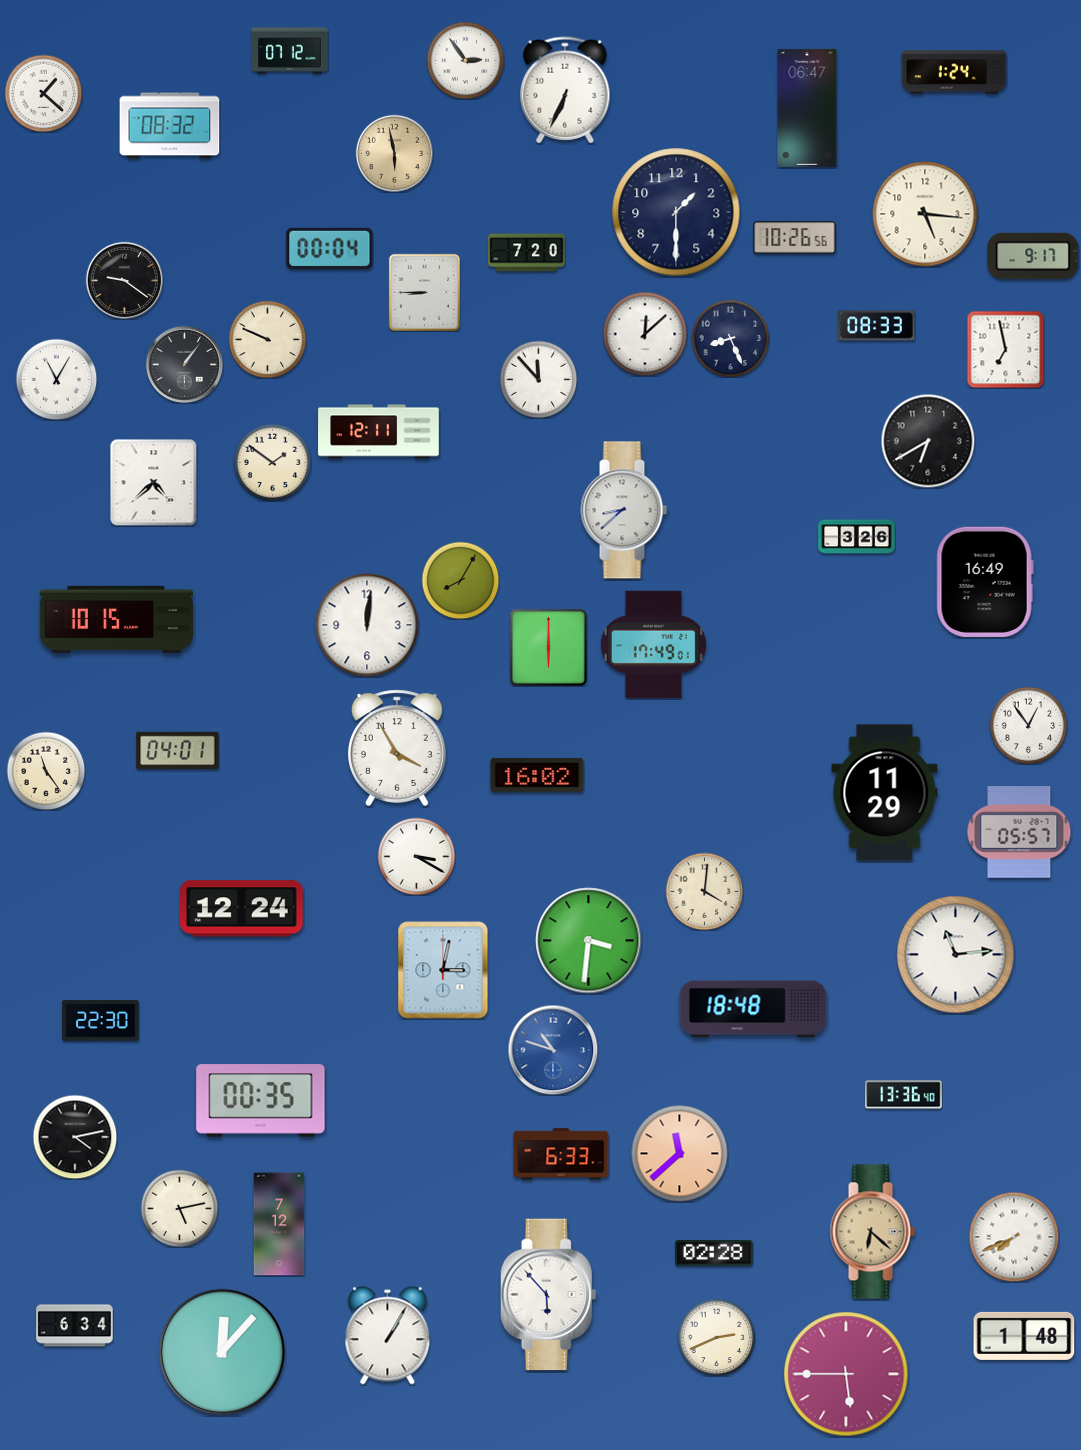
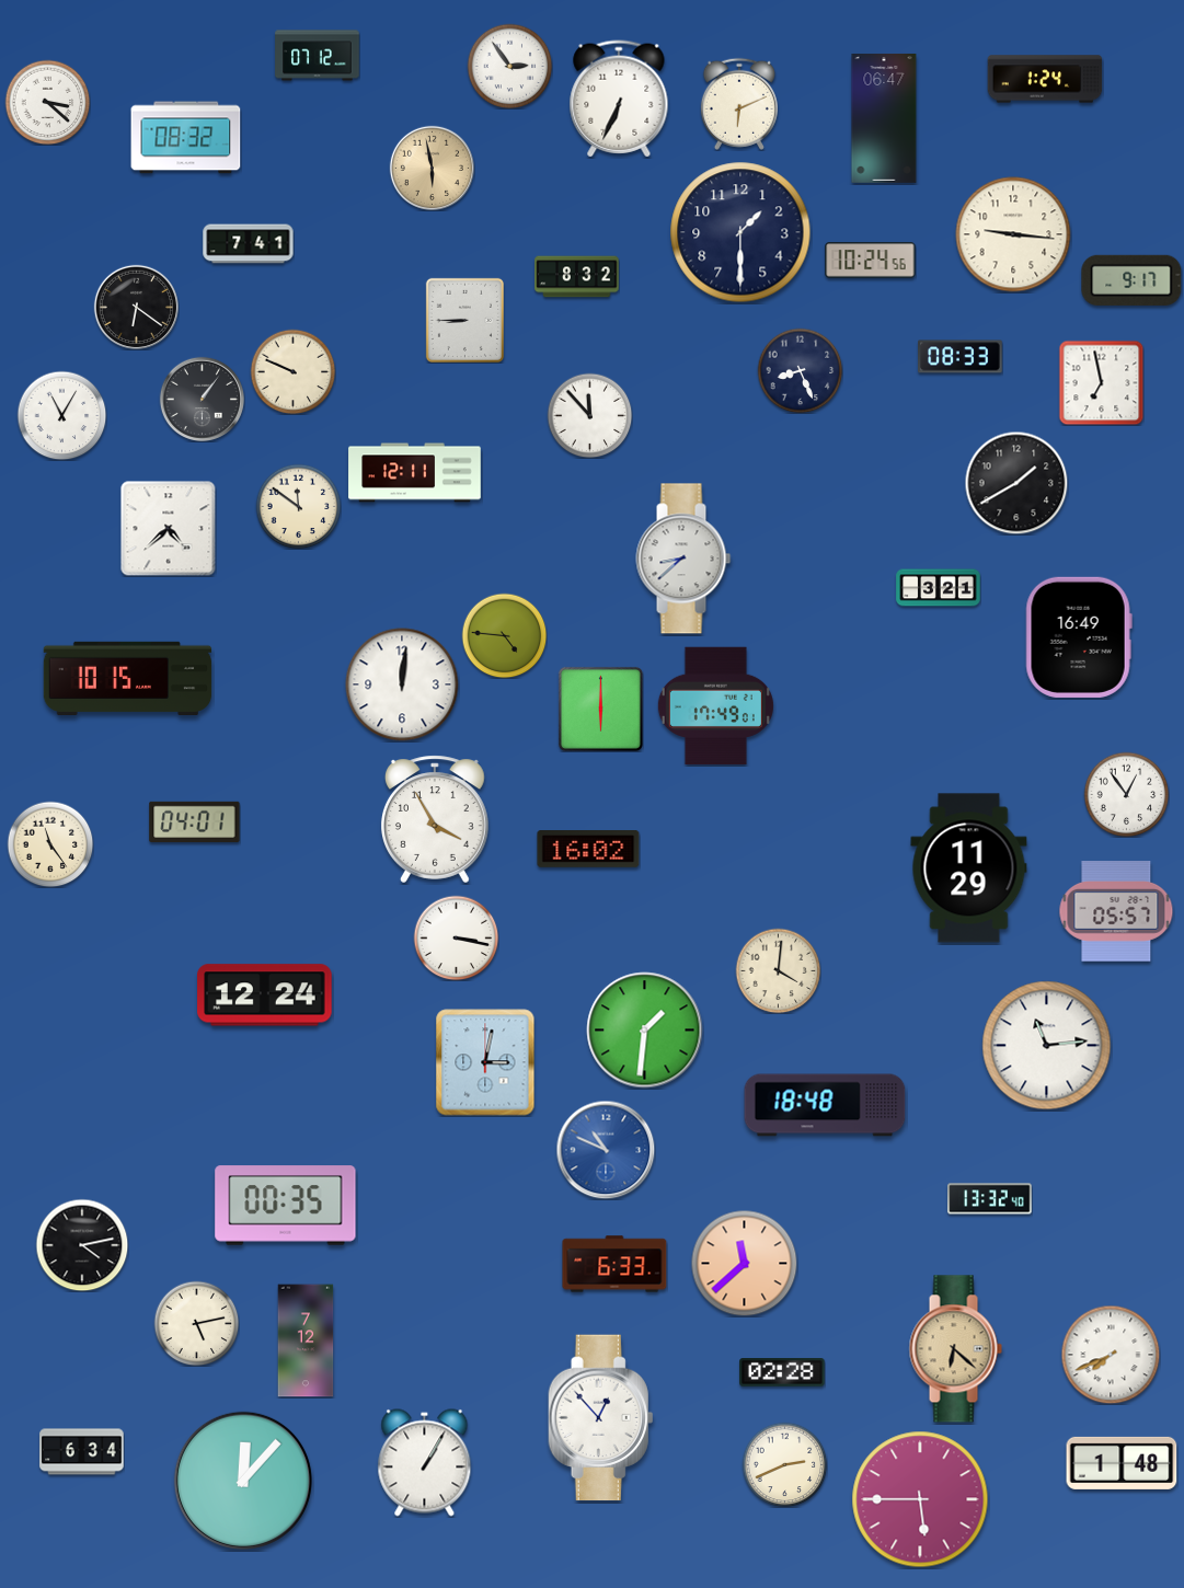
clock at (43, 93): 1:22 -> 3:22
clock at (739, 104): none -> 6:11
clock at (925, 214): 5:16 -> 9:16
clock at (249, 244): none -> 7:41
clock at (795, 238): 10:26 -> 10:24
clock at (330, 248): 00:04 -> none
clock at (527, 253): 7:20 -> 8:32
clock at (124, 280): 9:21 -> 6:21
clock at (645, 334): 12:08 -> none
clock at (928, 441): 6:40 -> 1:40
clock at (272, 462): 1:51 -> 11:51
clock at (857, 537): 3:26 -> 3:21
clock at (460, 580): 8:05 -> 4:46
clock at (416, 856): 3:20 -> 3:17
clock at (704, 891) position: (704, 891) -> (778, 970)
clock at (589, 941): 3:31 -> 1:31
clock at (101, 1021): 22:30 -> none
clock at (553, 1050): 10:48 -> 10:49
clock at (904, 1095): 13:36 -> 13:32
clock at (549, 1295): 5:53 -> 12:53
clock at (846, 1374) position: (846, 1374) -> (920, 1499)
